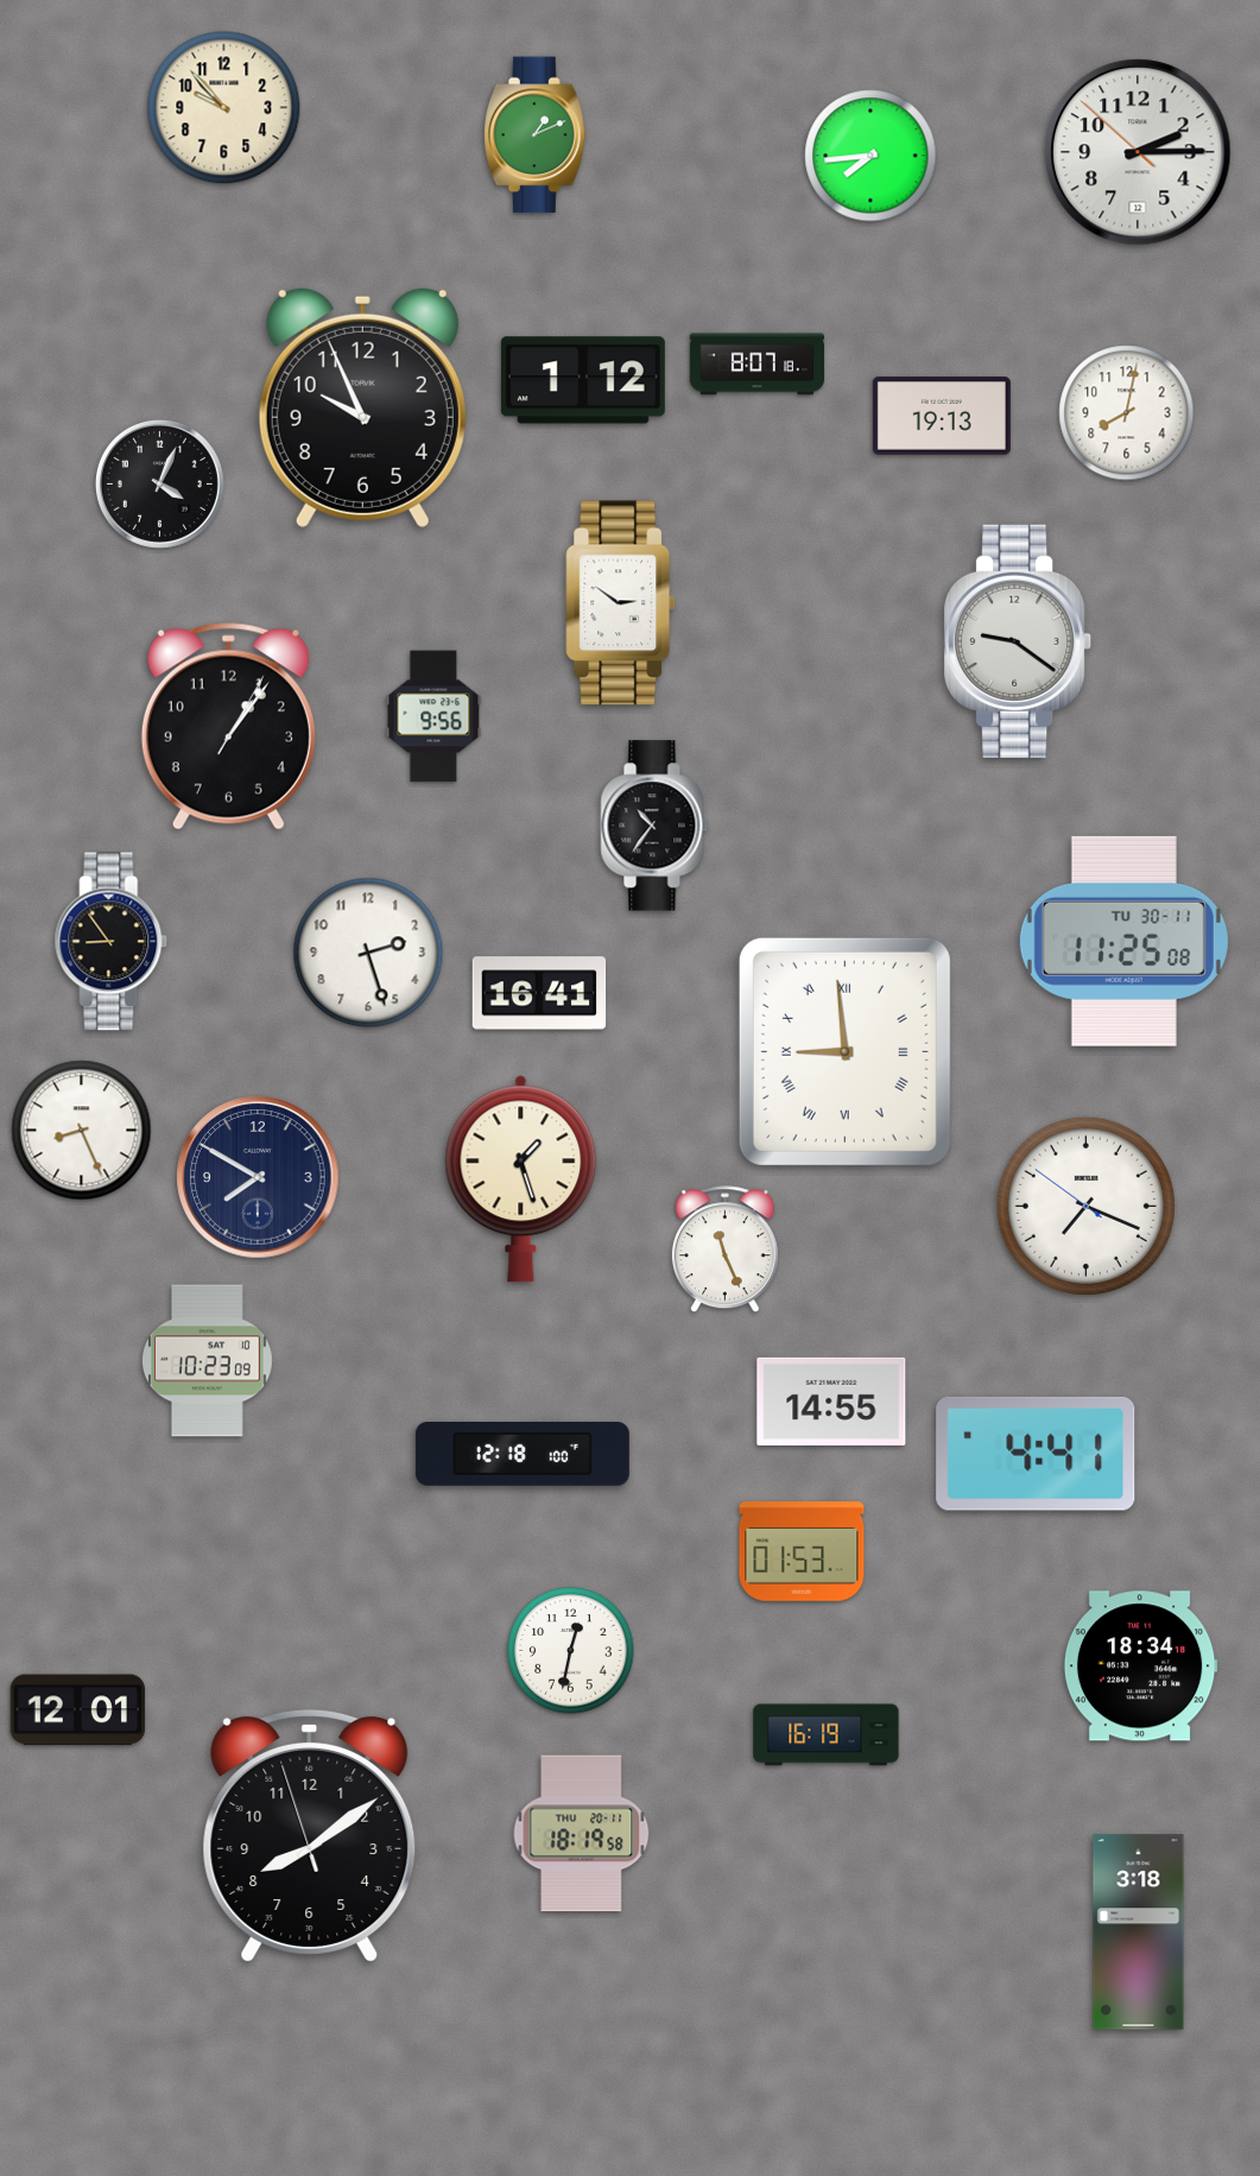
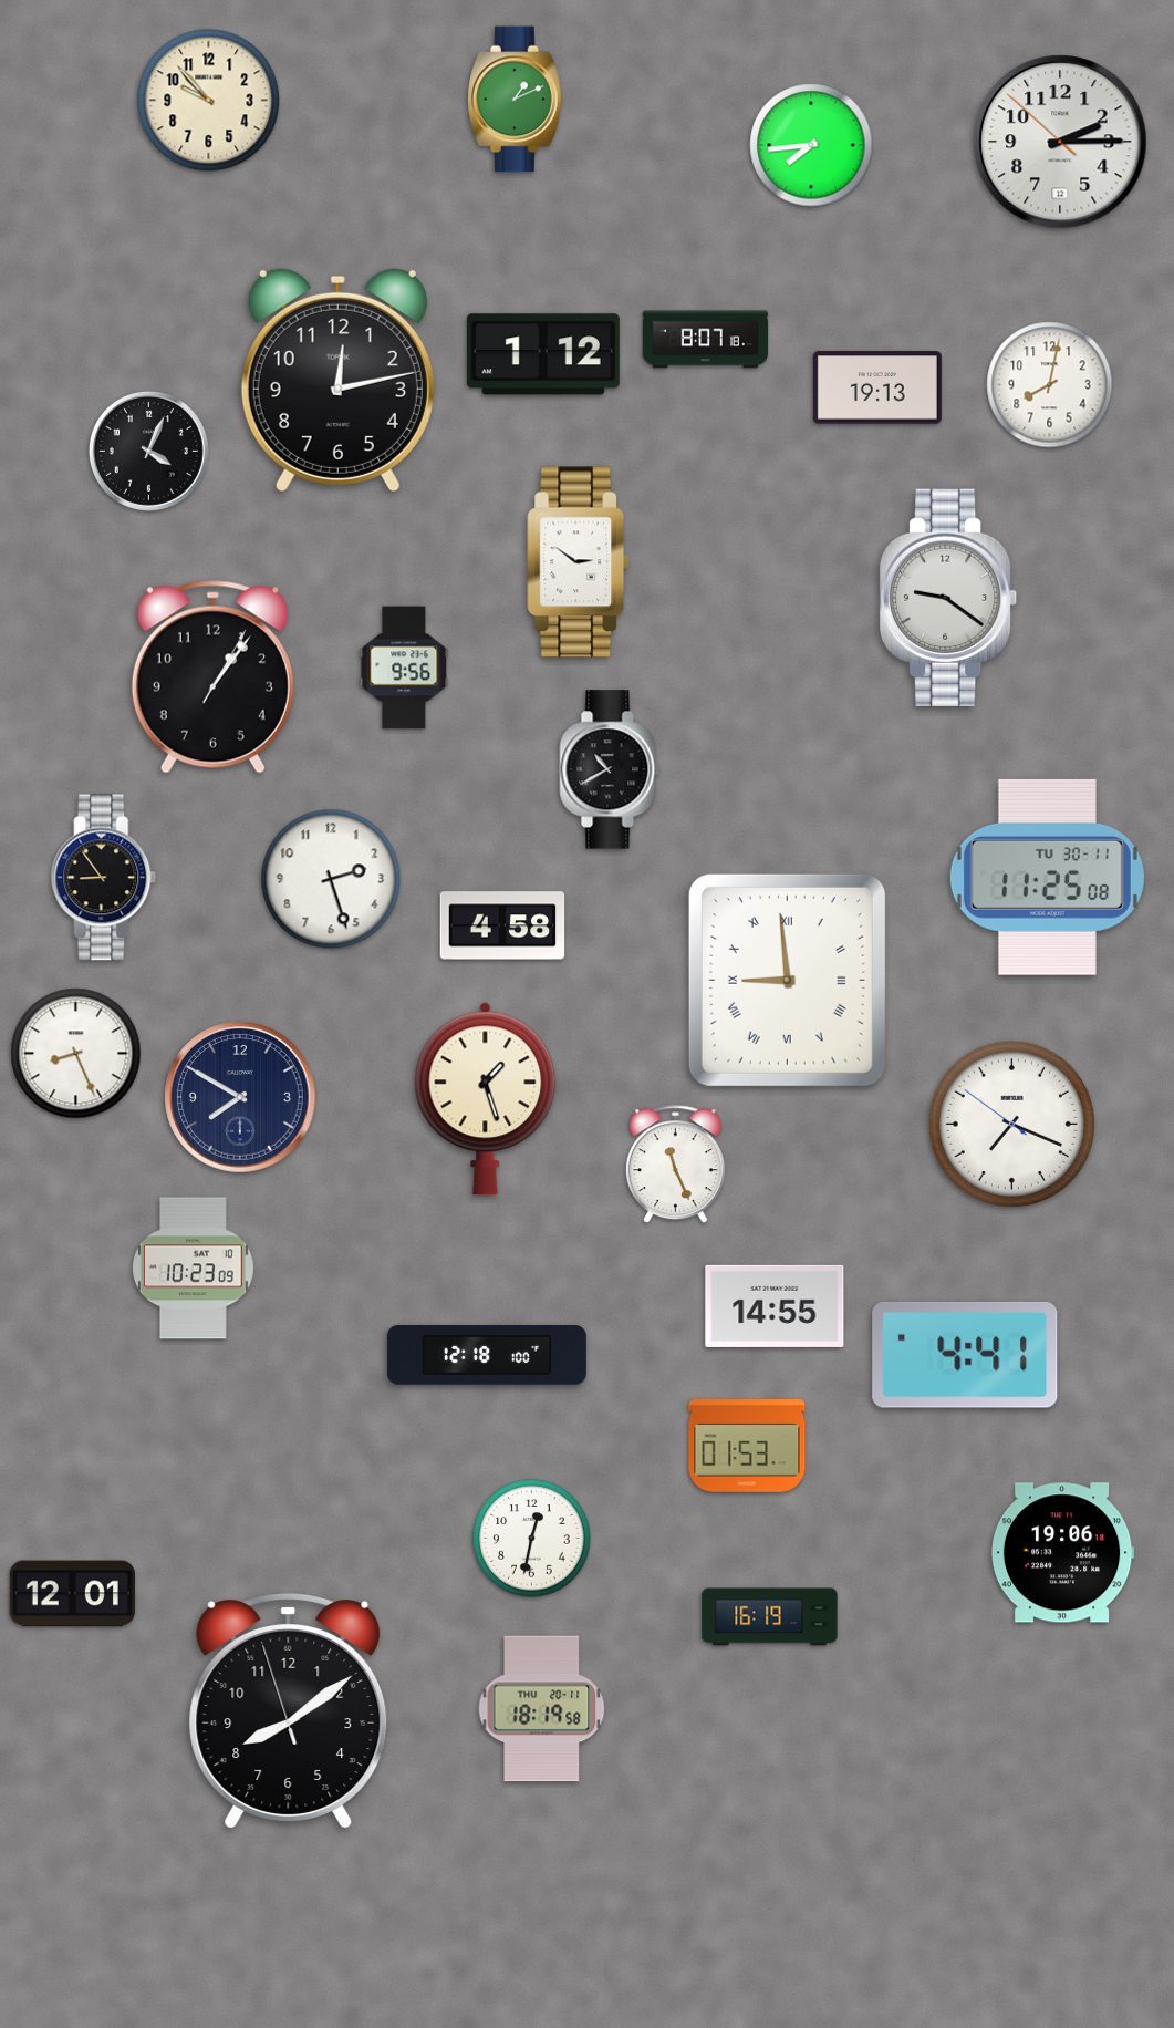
clock at (536, 135) position: (536, 135) -> (516, 100)
clock at (362, 407): 9:56 -> 12:13
clock at (654, 826): 10:36 -> 10:40
clock at (368, 953) position: (368, 953) -> (331, 879)
clock at (539, 993): 16:41 -> 4:58
clock at (1140, 1666): 18:34 -> 19:06
clock at (1139, 1933): 3:18 -> none
